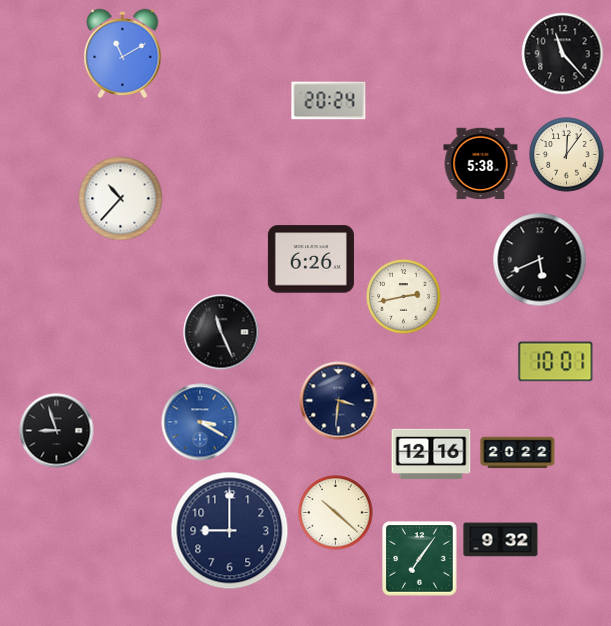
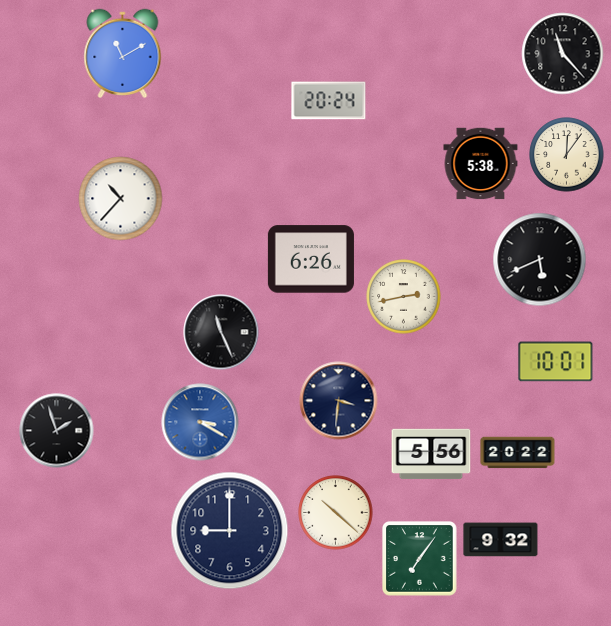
clock at (57, 431): 8:57 -> 1:57
clock at (431, 454): 12:16 -> 5:56
